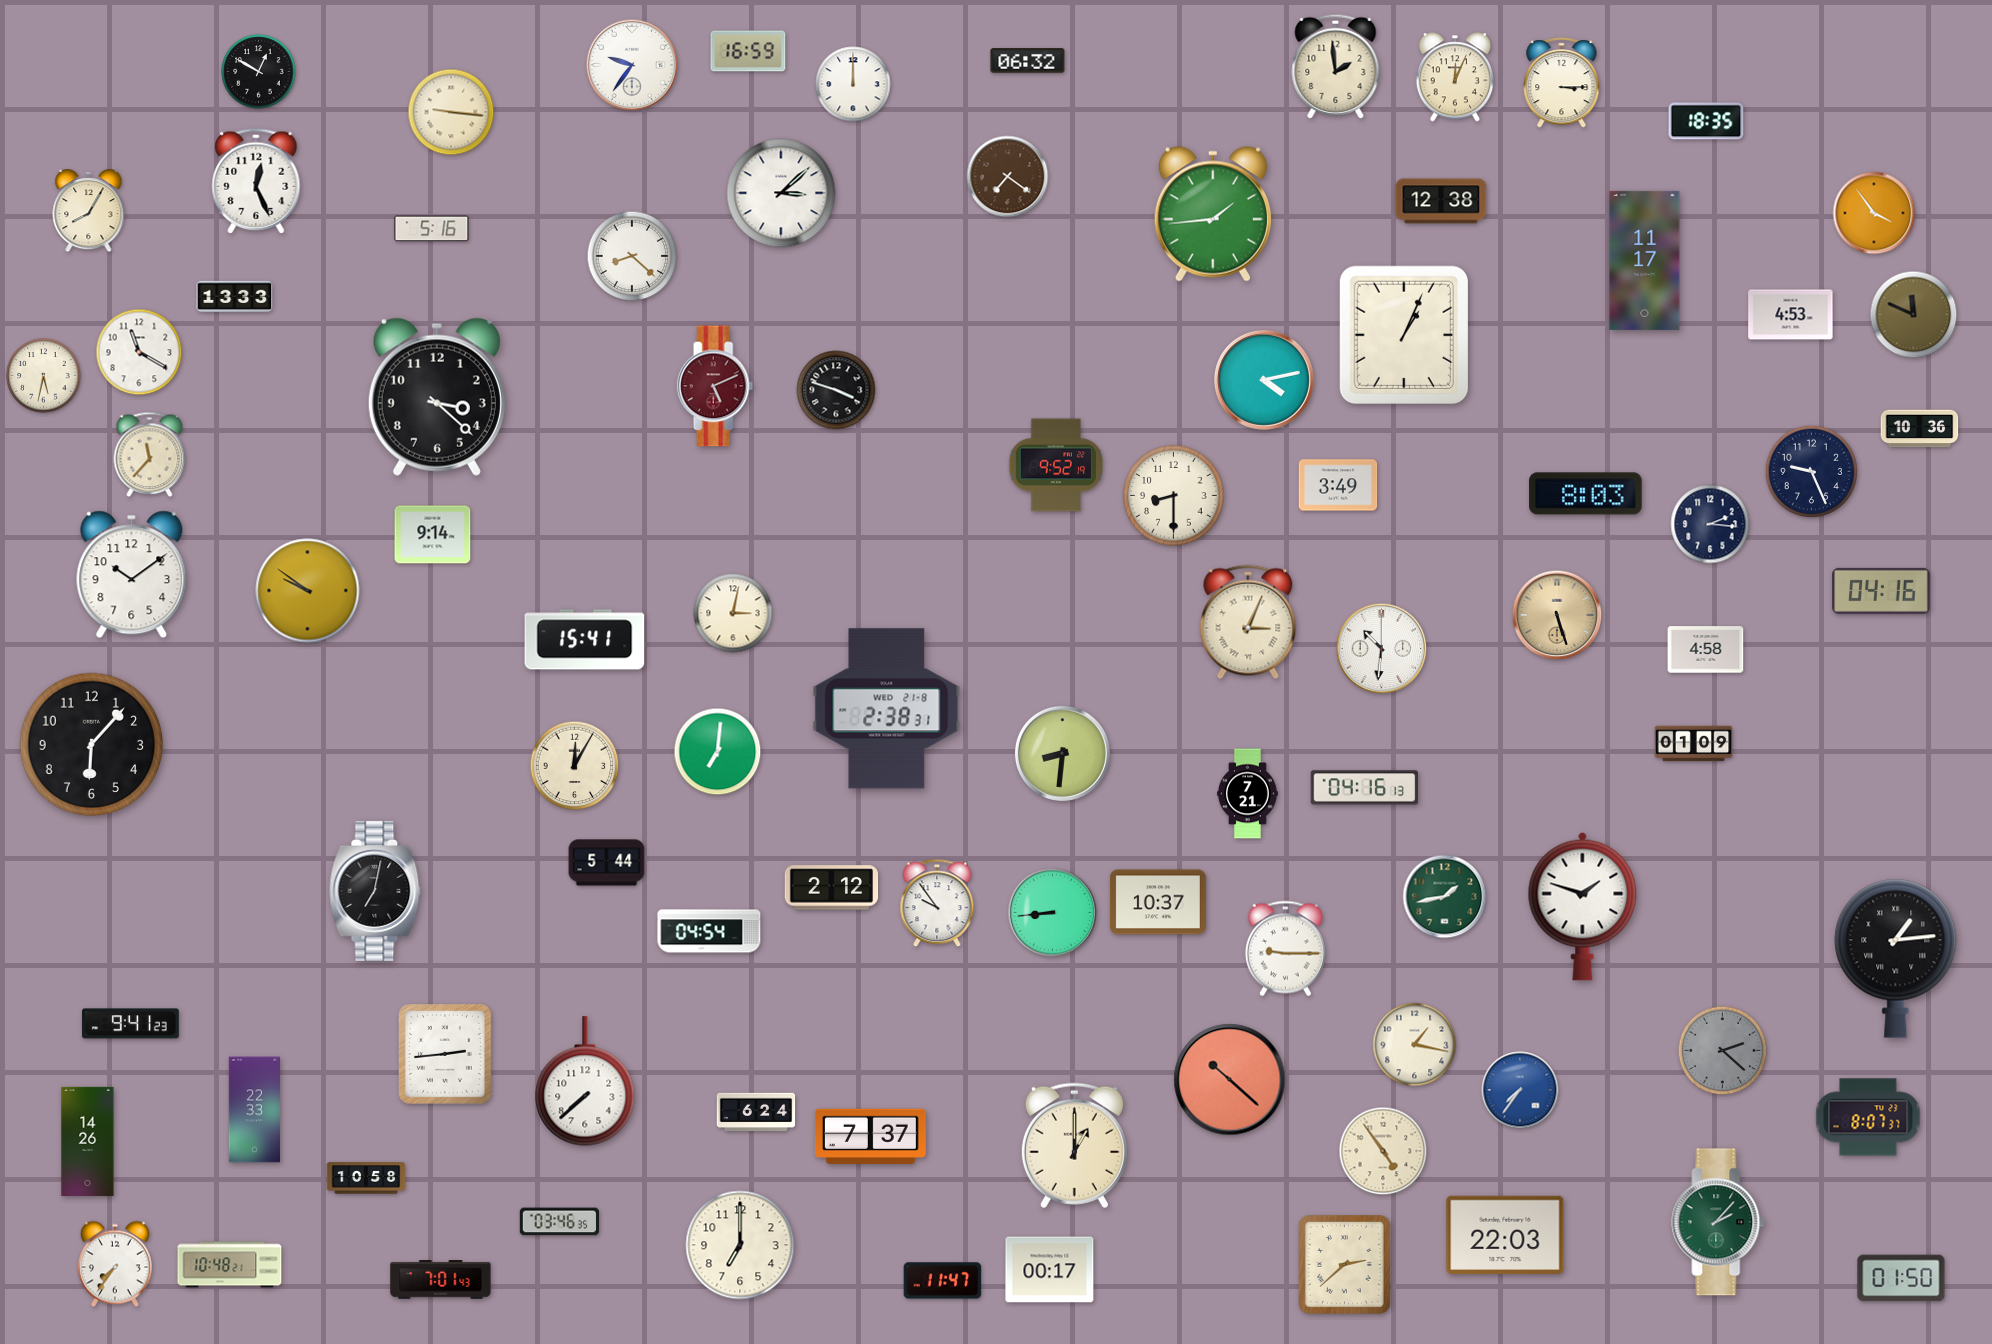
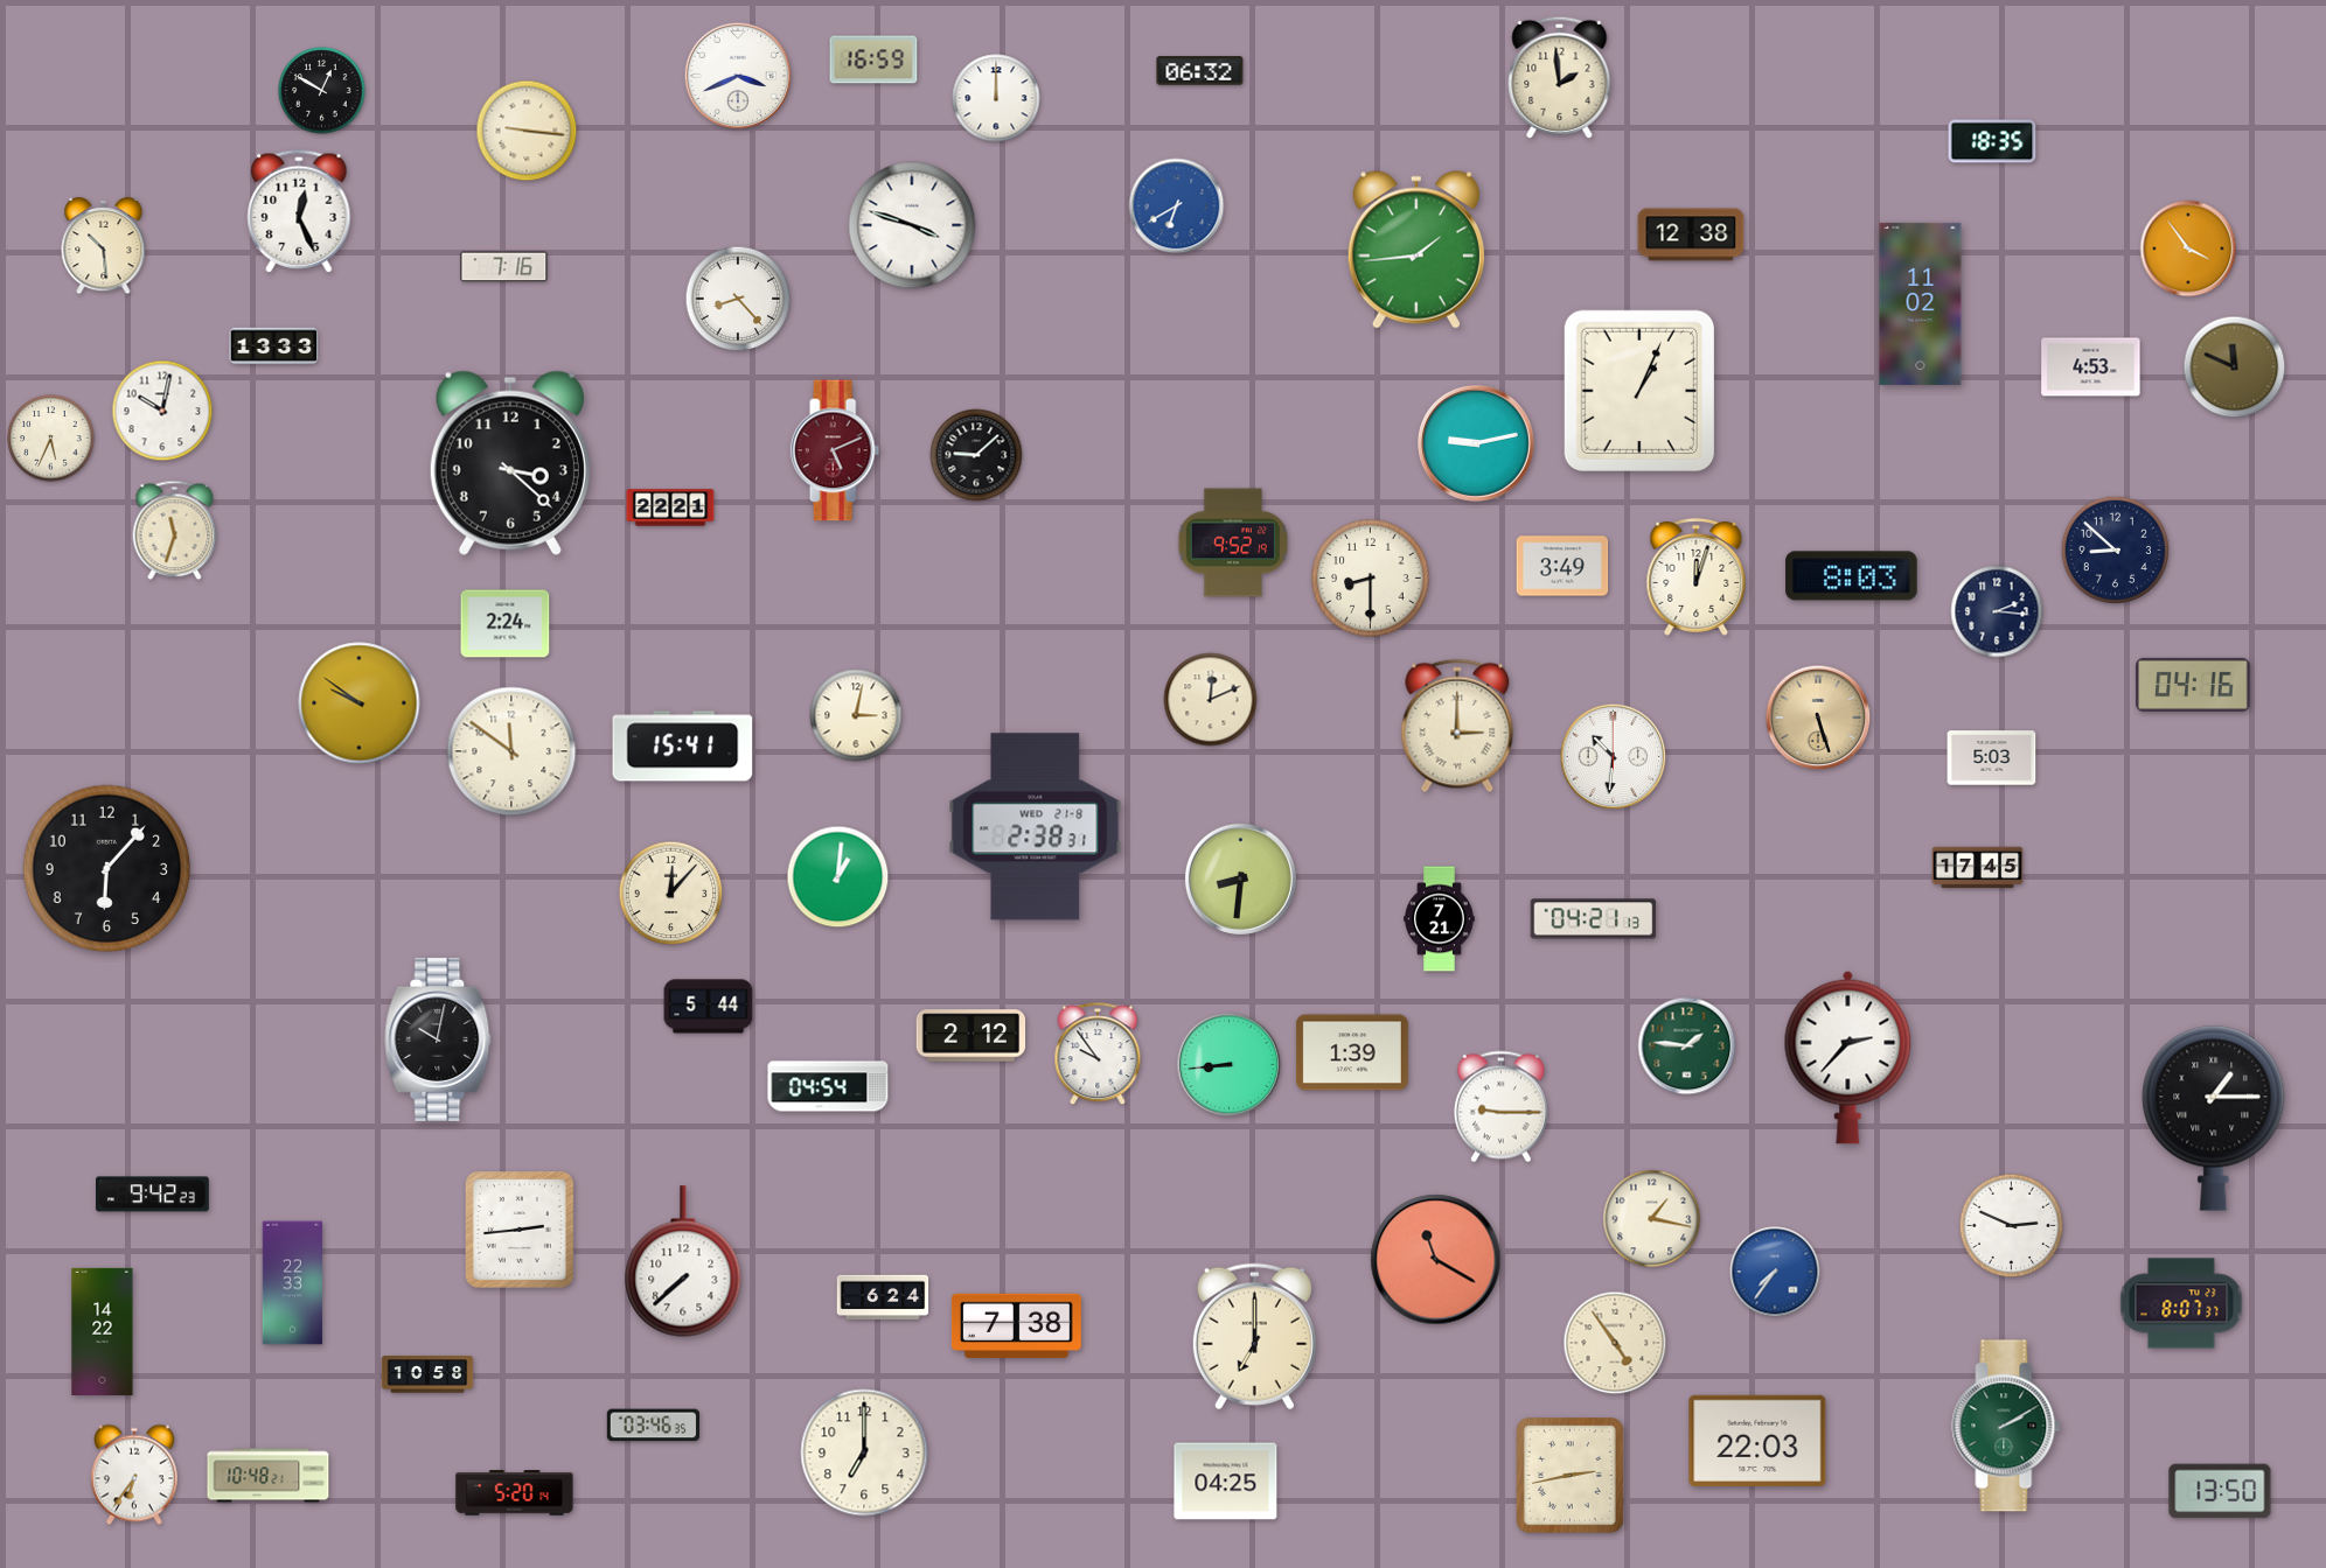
clock at (632, 65): 9:36 -> 3:41
clock at (259, 72) position: (259, 72) -> (322, 91)
clock at (1454, 77): 12:04 -> none
clock at (1562, 83): 3:15 -> none
clock at (1008, 177): 7:21 -> 6:40
clock at (1008, 177) dial: brown -> blue
clock at (781, 193): 3:08 -> 3:48
clock at (1441, 201) position: (1441, 201) -> (1691, 235)
clock at (89, 212): 8:05 -> 10:29
clock at (432, 229): 5:16 -> 7:16
clock at (632, 256): 8:22 -> 8:23
clock at (1645, 260): 11:17 -> 11:02
clock at (139, 352): 11:20 -> 10:02
clock at (44, 376): 5:32 -> 5:34
clock at (1264, 380): 4:13 -> 9:13
clock at (836, 390): 3:48 -> 9:08
clock at (1920, 429): 10:36 -> none
clock at (670, 508): none -> 22:21
clock at (150, 455): 11:37 -> 11:33
clock at (1811, 471): 9:26 -> 8:52
clock at (1697, 576): none -> 12:03
clock at (433, 535): 9:14 -> 2:24
clock at (132, 575): 10:09 -> none
clock at (308, 591) position: (308, 591) -> (360, 703)
clock at (1881, 591) position: (1881, 591) -> (2193, 685)
clock at (1211, 700): none -> 12:11
clock at (1248, 622): 3:04 -> 3:00
clock at (511, 751): none -> 11:51
clock at (1706, 650): 4:58 -> 5:03
clock at (1694, 744): 01:09 -> 17:45
clock at (718, 752): 7:01 -> 1:01
clock at (575, 766): 12:05 -> 12:07
clock at (1365, 788): 04:16 -> 04:21
clock at (1248, 794) position: (1248, 794) -> (1440, 919)
clock at (375, 891): 7:02 -> 10:02
clock at (1445, 897): 1:43 -> 1:46
clock at (1158, 902): 10:37 -> 1:39
clock at (937, 904) position: (937, 904) -> (1098, 1055)
clock at (1583, 906): 1:48 -> 2:37
clock at (1896, 958): 1:14 -> 1:15
clock at (131, 1024): 9:41 -> 9:42
clock at (1723, 1051): 2:22 -> 2:49
clock at (1723, 1051) dial: grey -> white
clock at (1230, 1080): 10:22 -> 11:20
clock at (254, 1110) position: (254, 1110) -> (292, 1283)
clock at (870, 1136): 7:37 -> 7:38
clock at (88, 1141): 14:26 -> 14:22
clock at (1074, 1146): 1:00 -> 7:00
clock at (1718, 1222): 2:07 -> 2:10
clock at (115, 1264): 7:36 -> 6:36
clock at (1345, 1265): 2:38 -> 2:43
clock at (1050, 1270): 00:17 -> 04:25
clock at (1901, 1278): 01:50 -> 13:50
clock at (441, 1280): 7:01 -> 5:20
clock at (943, 1281): 11:47 -> none
